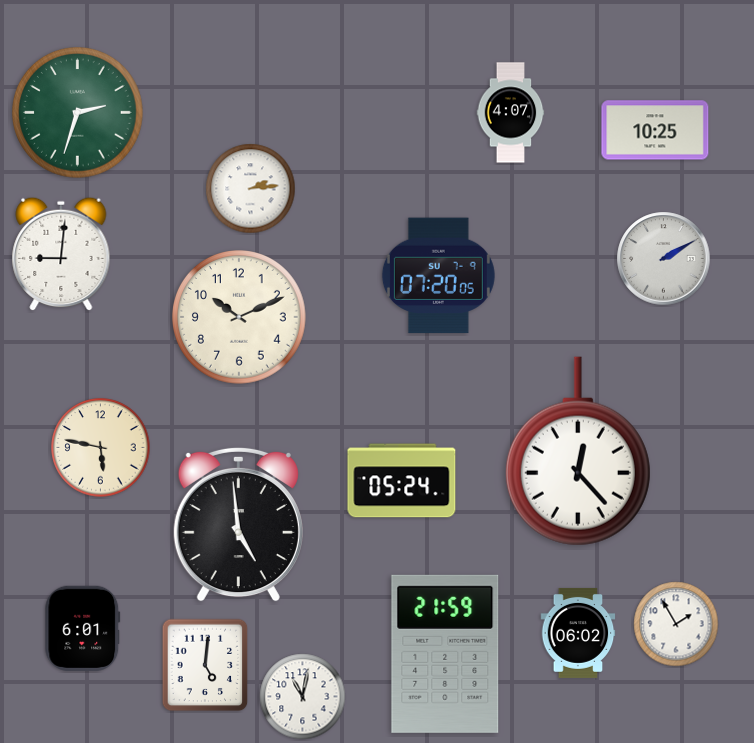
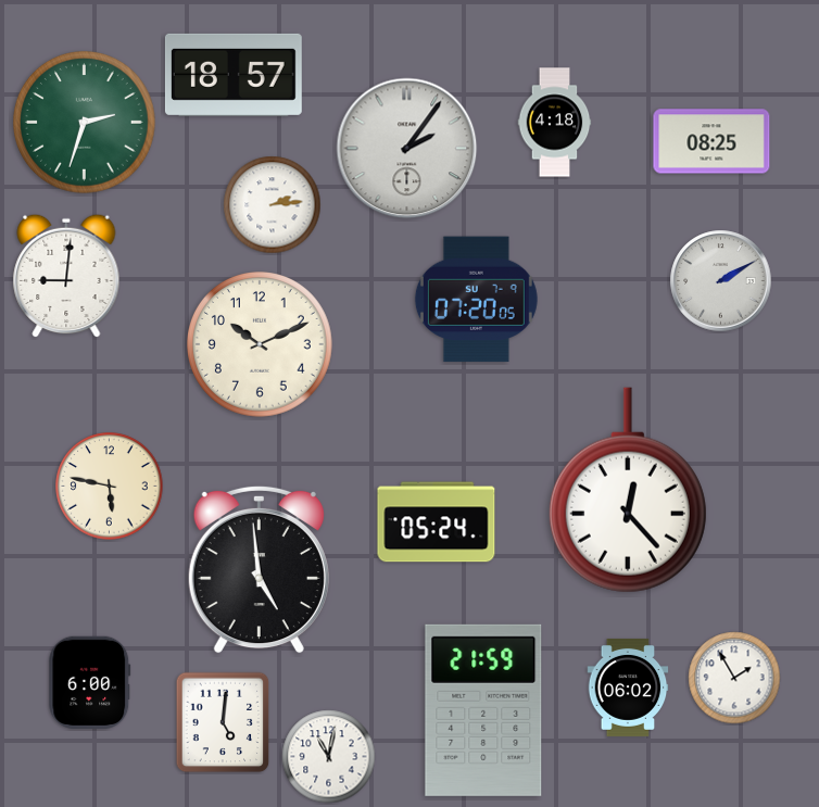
clock at (234, 75): none -> 18:57
clock at (511, 113): 4:07 -> 4:18
clock at (655, 130): 10:25 -> 08:25
clock at (407, 149): none -> 2:06
clock at (83, 628): 6:01 -> 6:00
